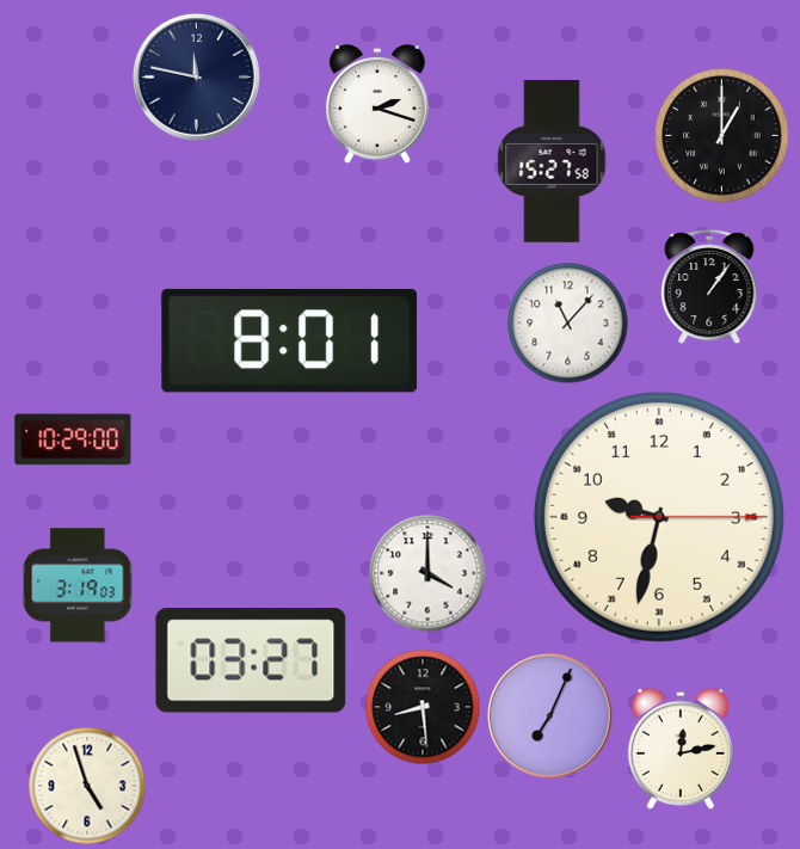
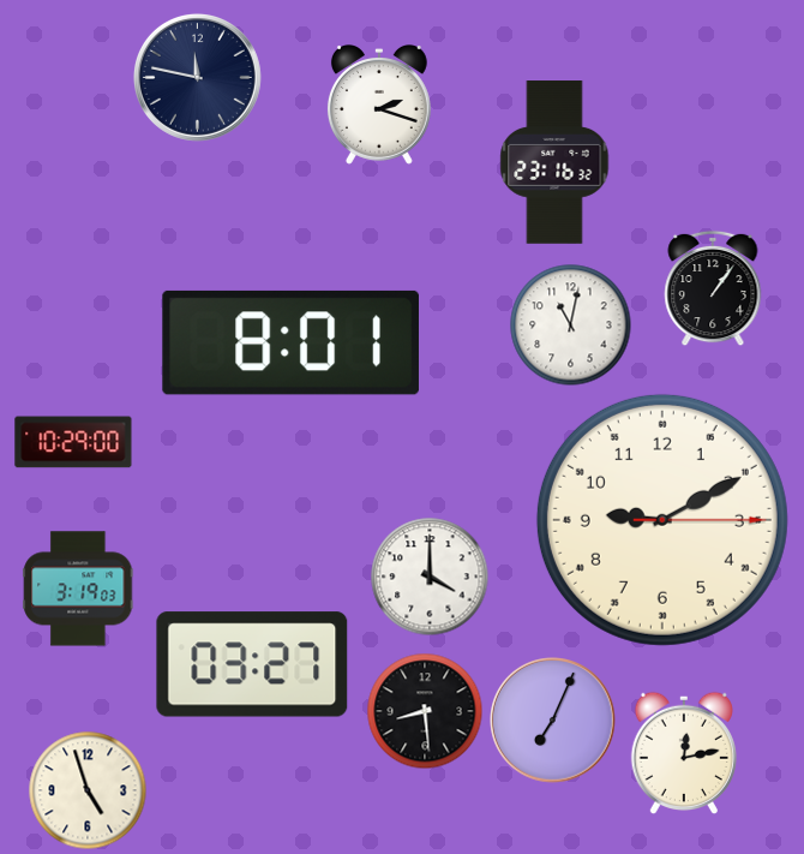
clock at (722, 136): 1:00 -> none
clock at (552, 161): 15:27 -> 23:16
clock at (568, 324): 11:07 -> 11:02
clock at (659, 517): 9:32 -> 9:10
